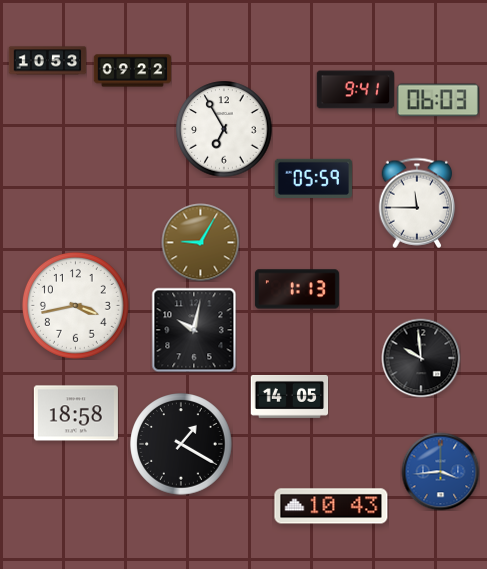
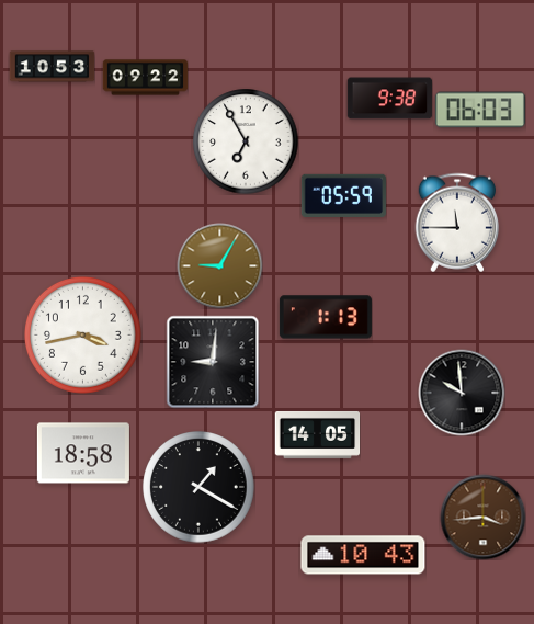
clock at (355, 90): 9:41 -> 9:38
clock at (194, 330): 10:02 -> 9:01
clock at (440, 471) dial: blue -> brown
